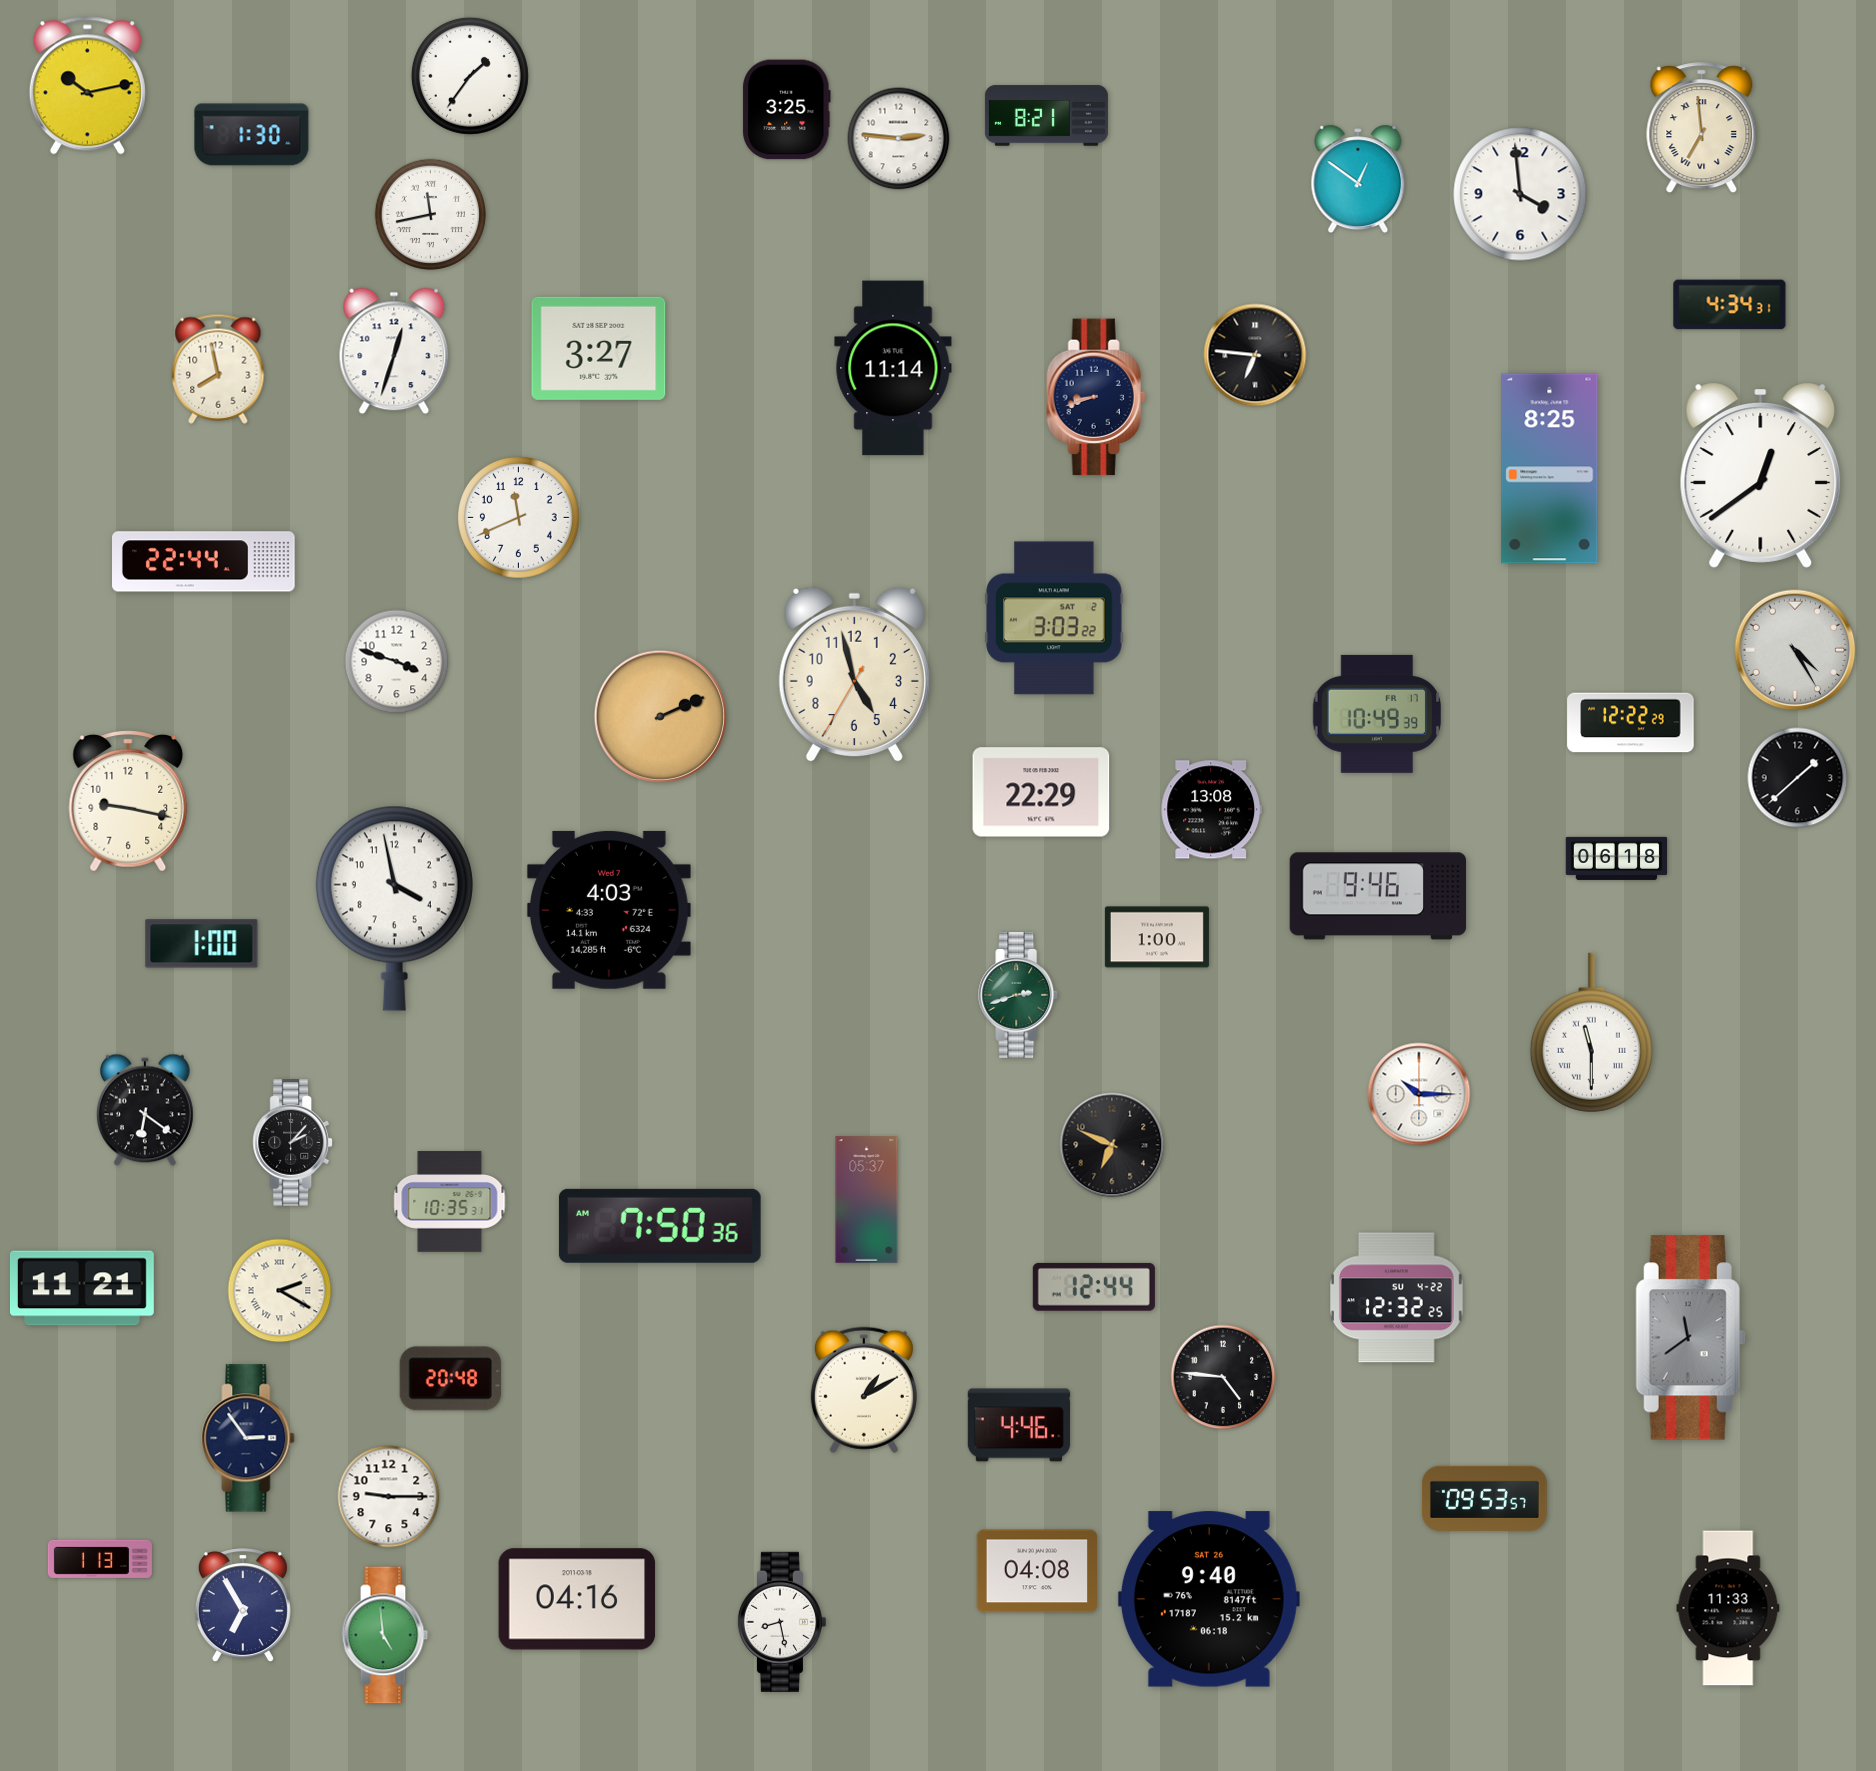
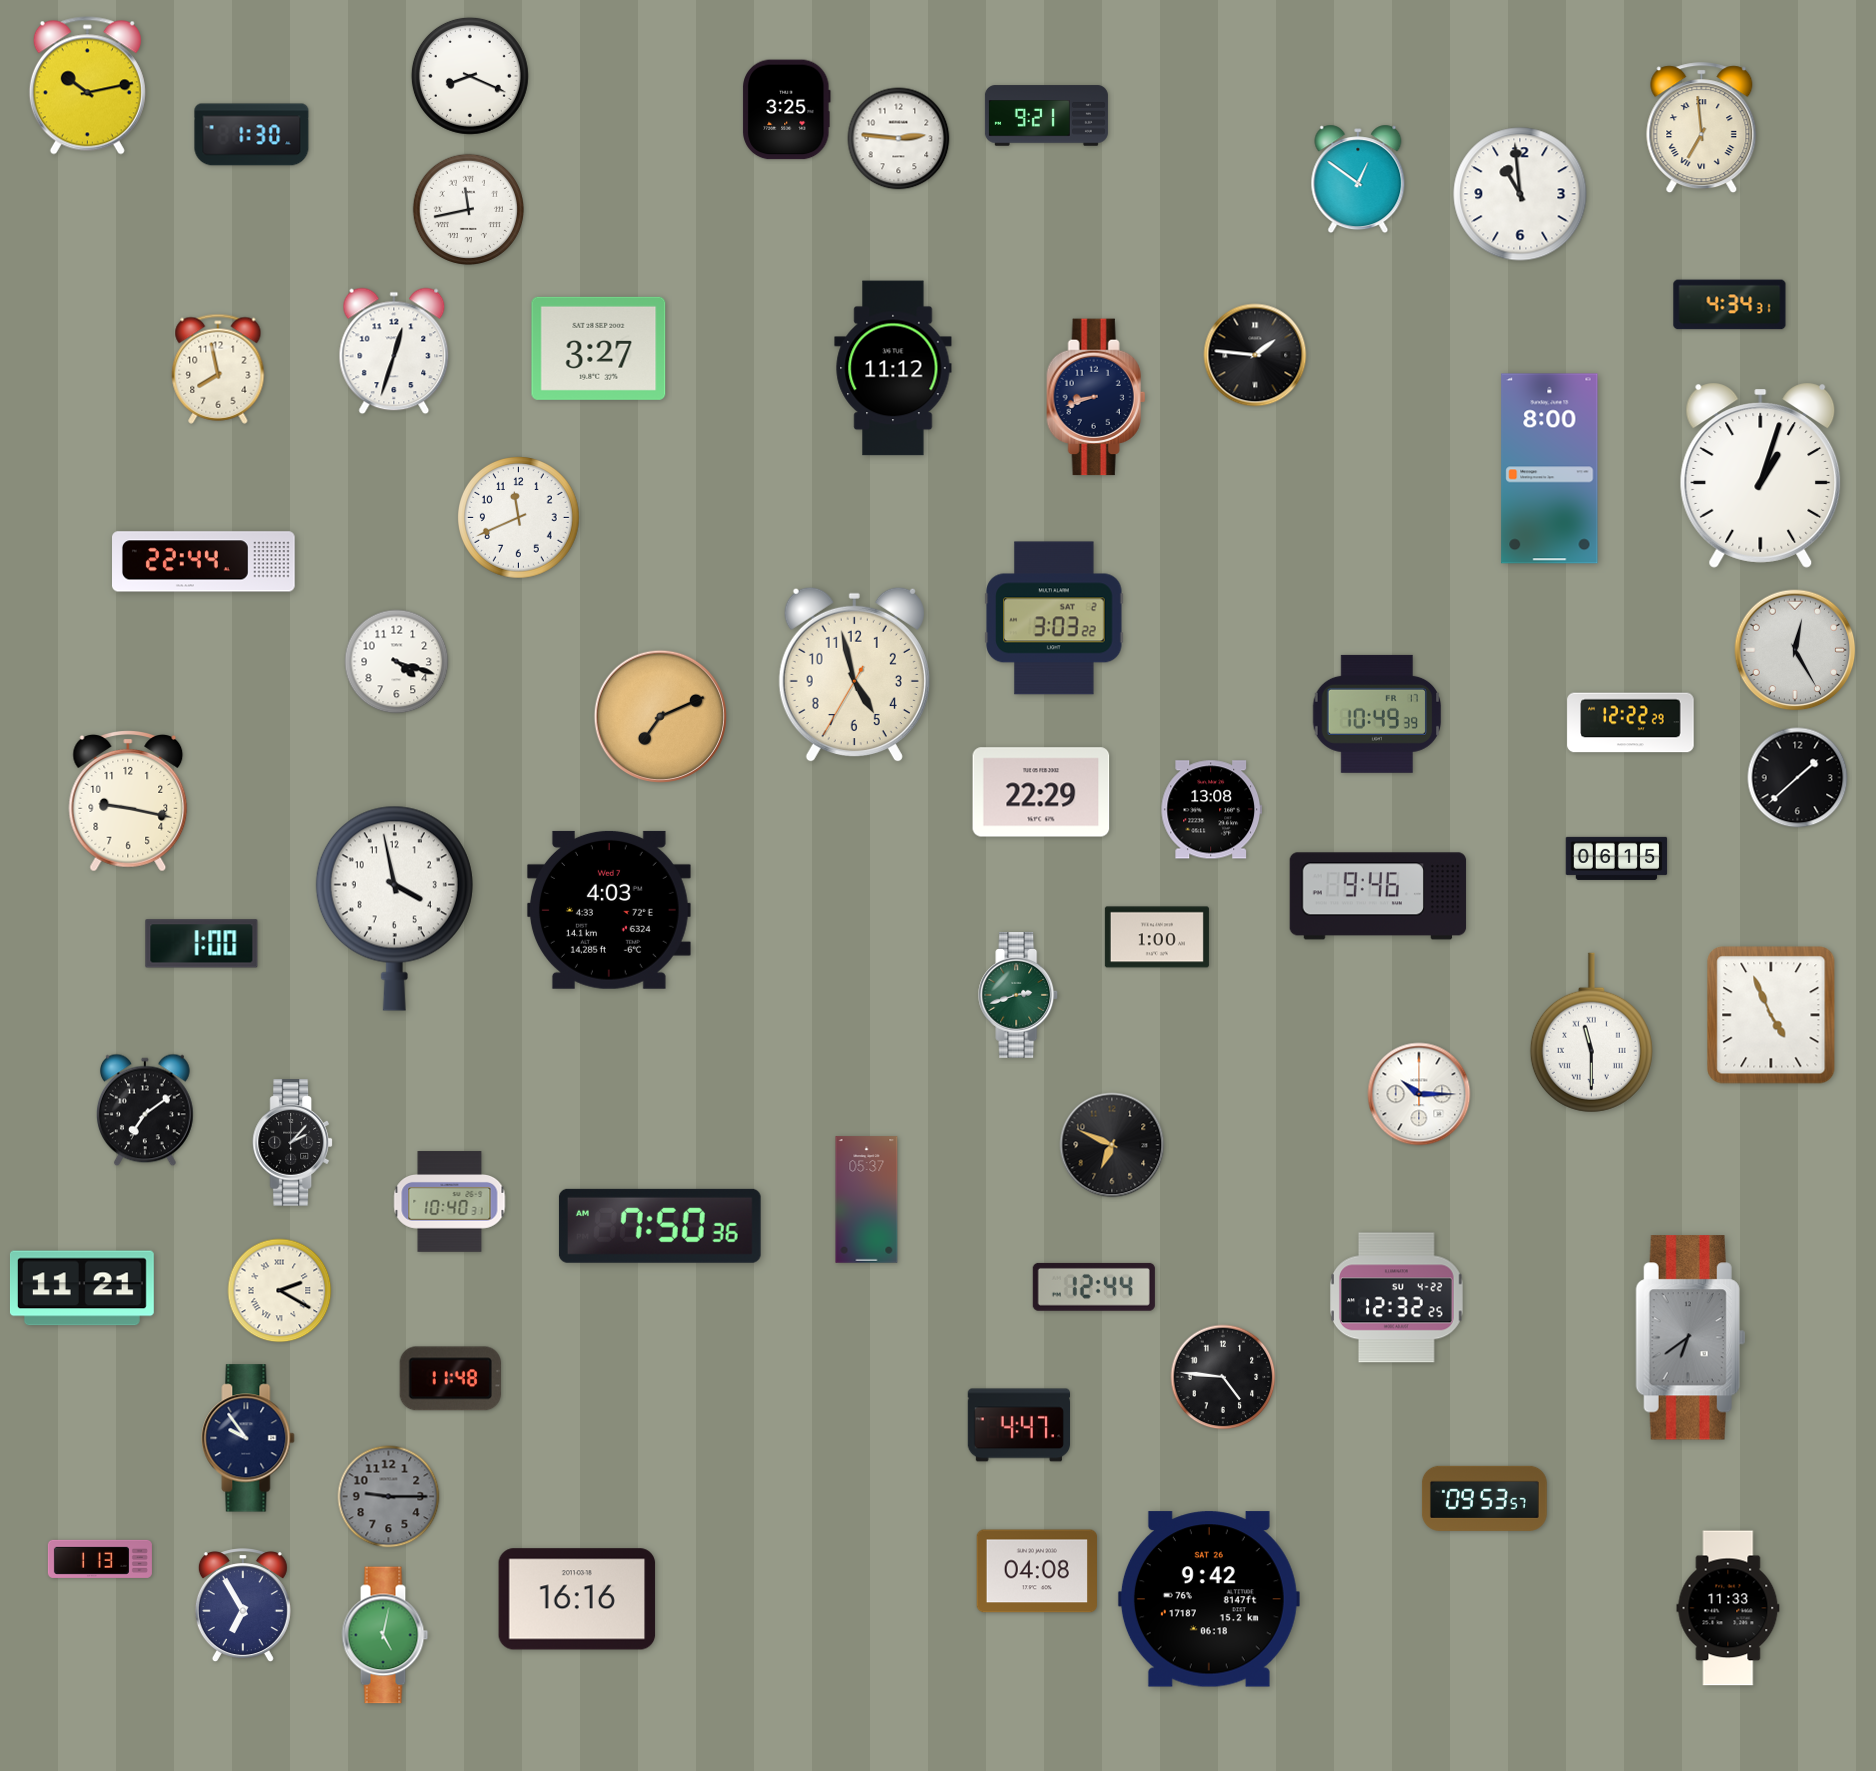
clock at (470, 76): 1:36 -> 8:19
clock at (1046, 116): 8:21 -> 9:21
clock at (1520, 194): 3:59 -> 10:59
clock at (430, 214) position: (430, 214) -> (468, 209)
clock at (1255, 355): 6:46 -> 1:46
clock at (893, 368): 11:14 -> 11:12
clock at (1550, 469): 8:25 -> 8:00
clock at (1761, 475): 12:39 -> 1:03
clock at (1795, 650): 4:25 -> 12:25
clock at (397, 662): 3:48 -> 4:18
clock at (660, 716): 2:11 -> 7:11
clock at (1617, 858): 06:18 -> 06:15
clock at (1771, 1015): none -> 4:56
clock at (145, 1110): 6:21 -> 7:09
clock at (450, 1202): 10:35 -> 10:40
clock at (1690, 1338): 11:39 -> 6:39
clock at (450, 1379): 20:48 -> 11:48
clock at (864, 1390): 1:10 -> none
clock at (1018, 1425): 4:46 -> 4:47
clock at (248, 1438): 2:54 -> 9:54
clock at (389, 1497) dial: white -> grey
clock at (577, 1599): 04:16 -> 16:16
clock at (1209, 1599): 9:40 -> 9:42
clock at (781, 1622): 8:28 -> none
clock at (385, 1635): 4:59 -> 5:02
